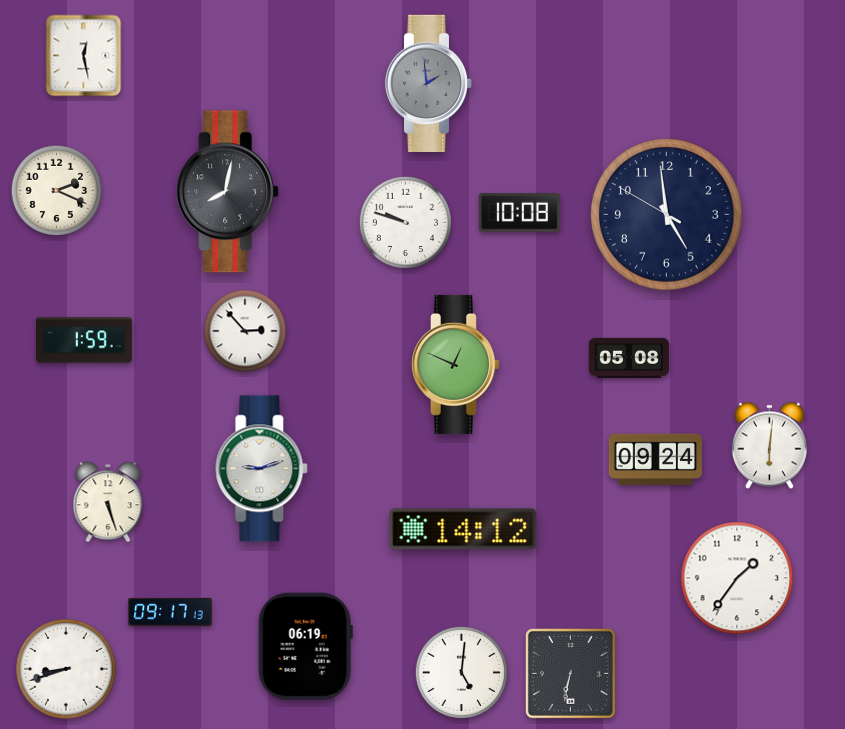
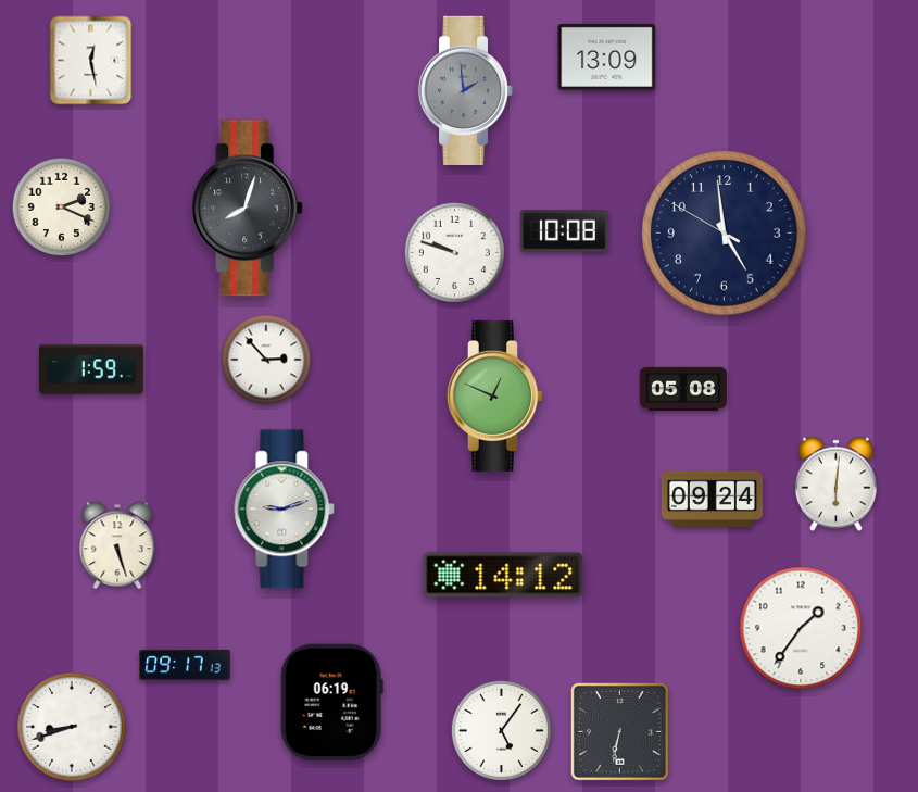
clock at (607, 56): none -> 13:09
clock at (228, 192): 8:02 -> 8:03
clock at (405, 222) position: (405, 222) -> (454, 252)
clock at (461, 672): 5:01 -> 5:06
